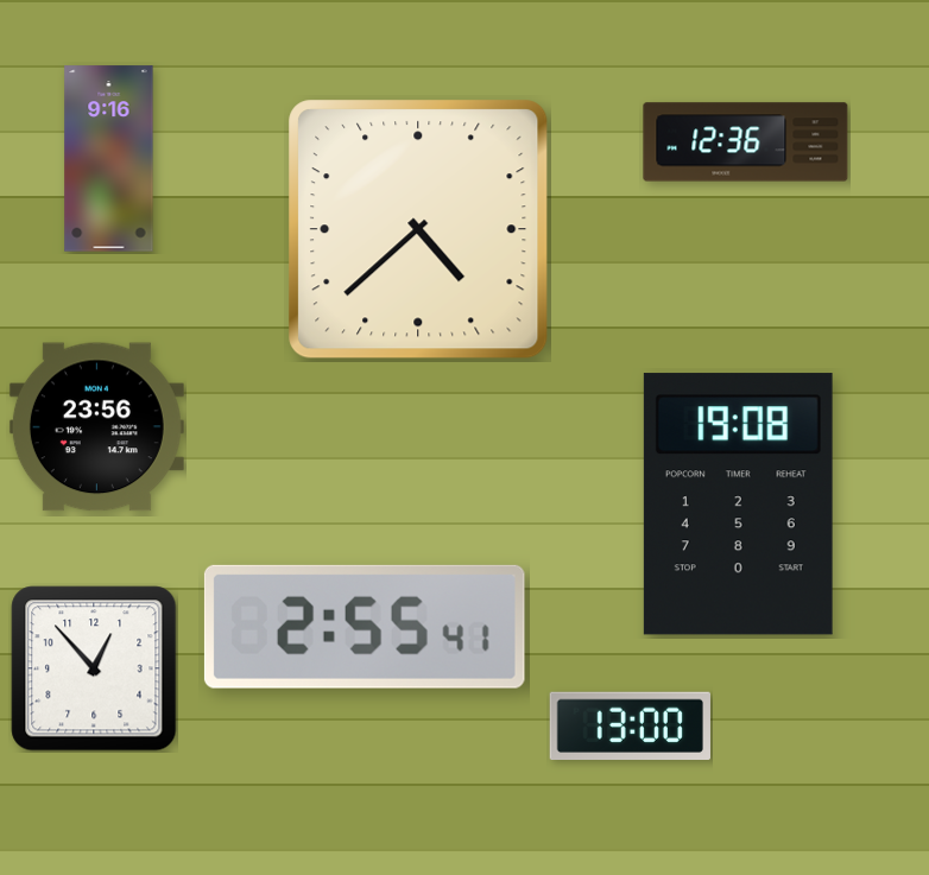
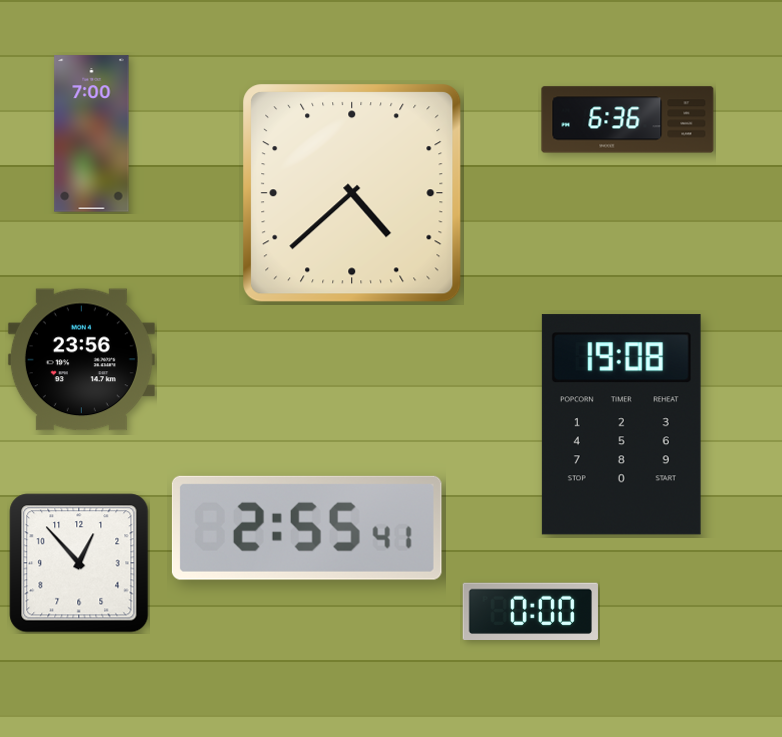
clock at (746, 142): 12:36 -> 6:36
clock at (109, 159): 9:16 -> 7:00
clock at (630, 725): 13:00 -> 0:00
